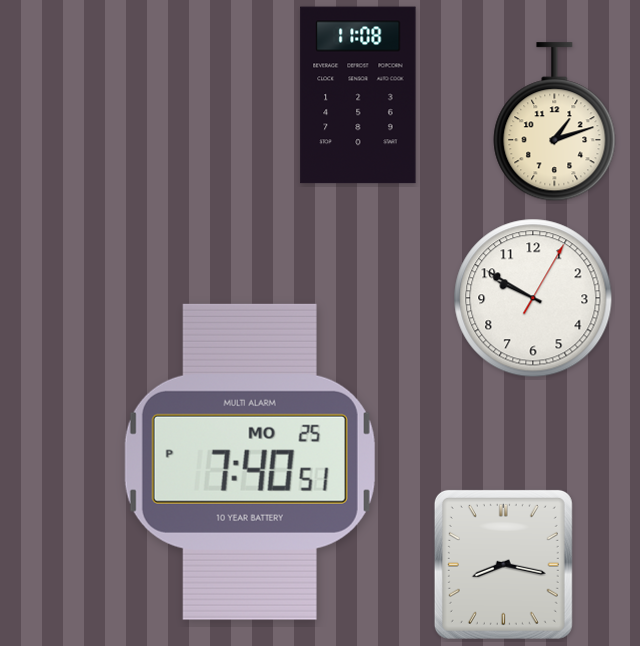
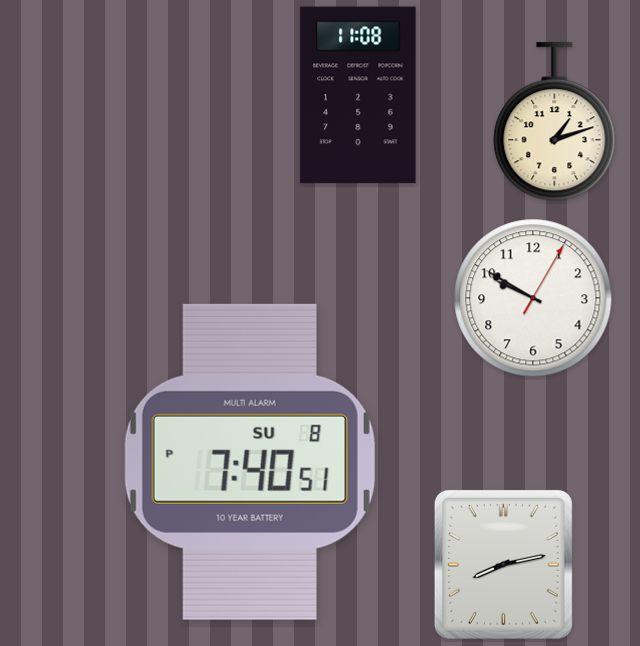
clock at (250, 462) date: MO 25 -> SU 8
clock at (503, 564): 8:17 -> 8:13
